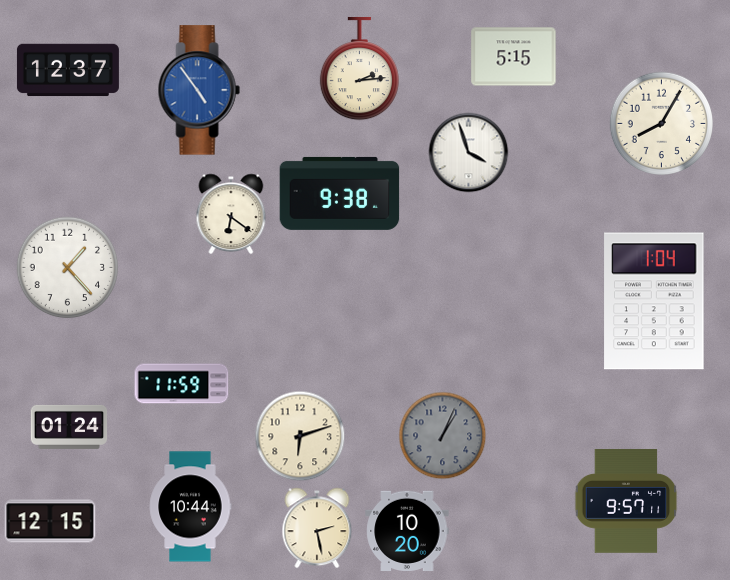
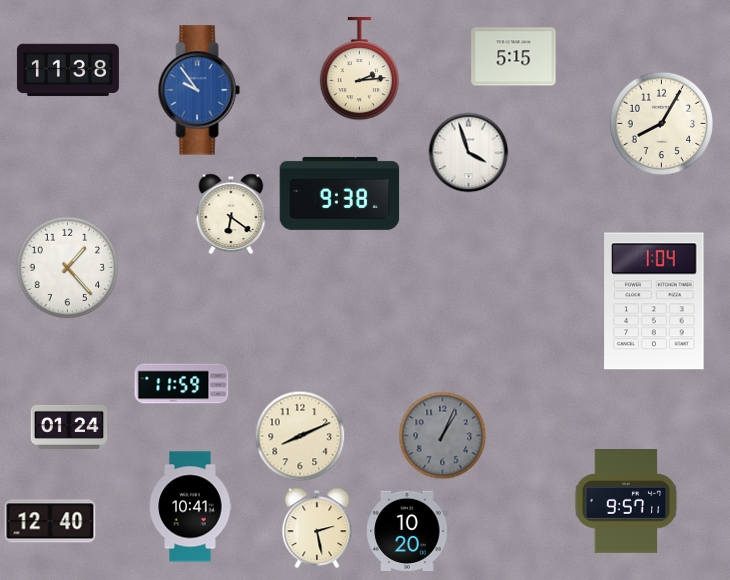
clock at (68, 70): 12:37 -> 11:38
clock at (199, 90): 4:54 -> 9:54
clock at (300, 436): 6:12 -> 8:11
clock at (190, 507): 10:44 -> 10:41
clock at (50, 521): 12:15 -> 12:40
